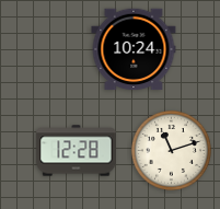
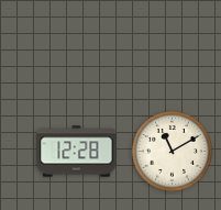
clock at (134, 49): 10:24 -> none
clock at (171, 150): 11:12 -> 11:10
